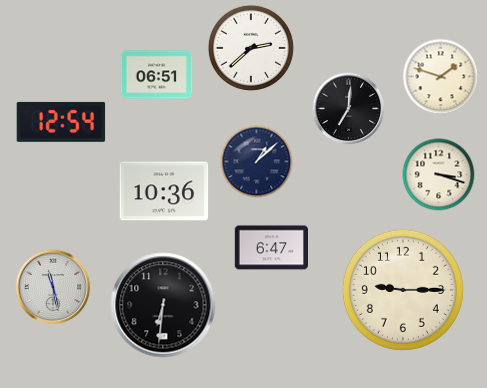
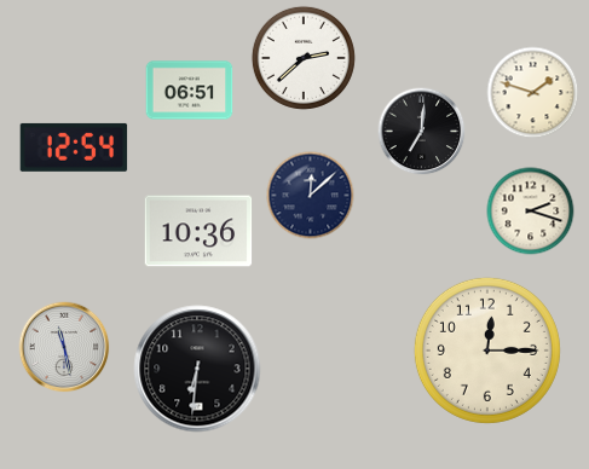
clock at (257, 162): 1:08 -> 12:08
clock at (439, 175): 3:18 -> 2:18
clock at (271, 248): 6:47 -> none
clock at (403, 290): 9:15 -> 12:15
